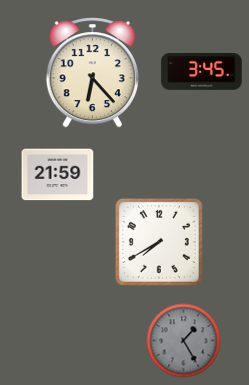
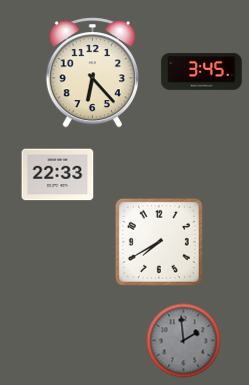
clock at (58, 175): 21:59 -> 22:33
clock at (184, 341): 1:25 -> 1:59
